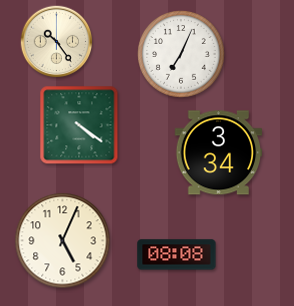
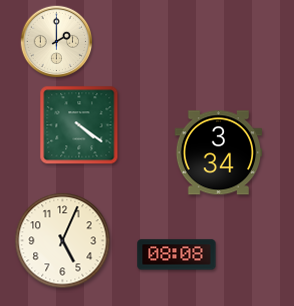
clock at (57, 42): 10:24 -> 2:00
clock at (181, 54): 7:04 -> none
